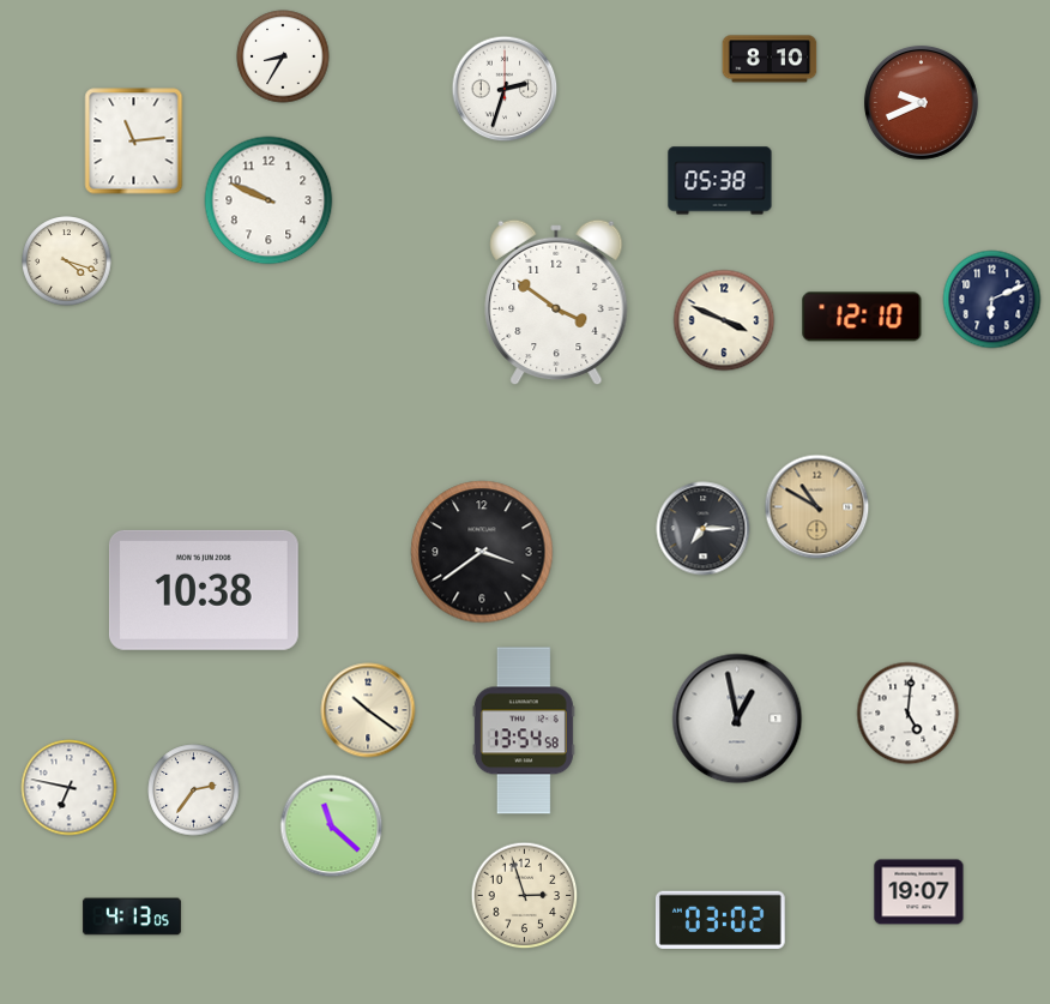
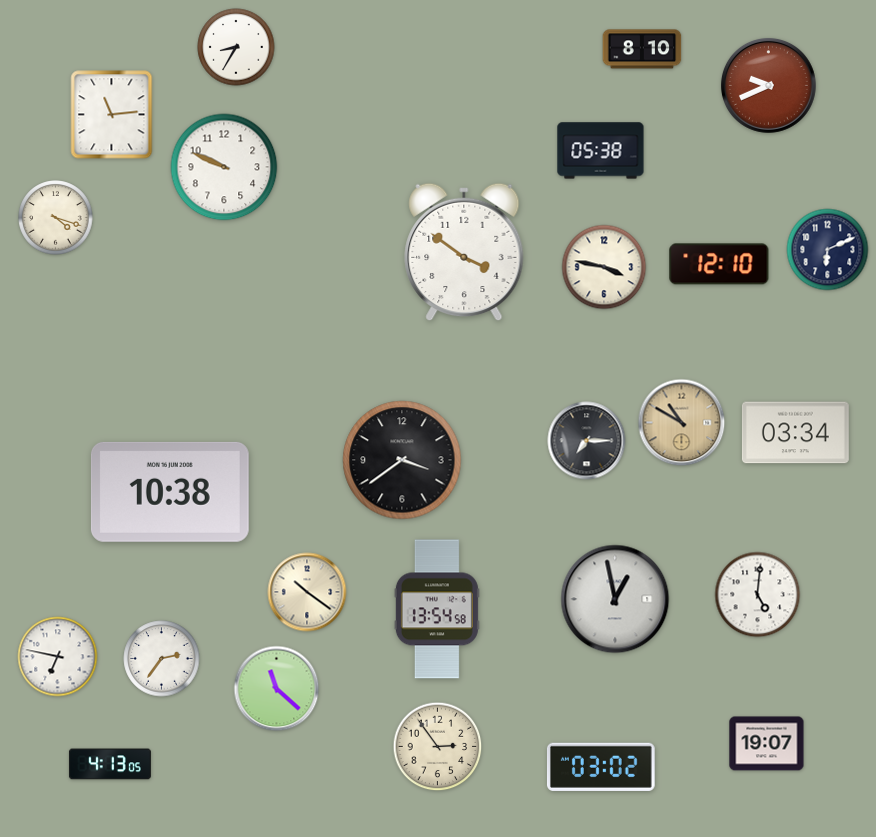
clock at (505, 89): 2:33 -> none
clock at (134, 142) position: (134, 142) -> (112, 115)
clock at (724, 320): 3:49 -> 3:47
clock at (795, 433): none -> 03:34
clock at (525, 896): 2:57 -> 2:54
